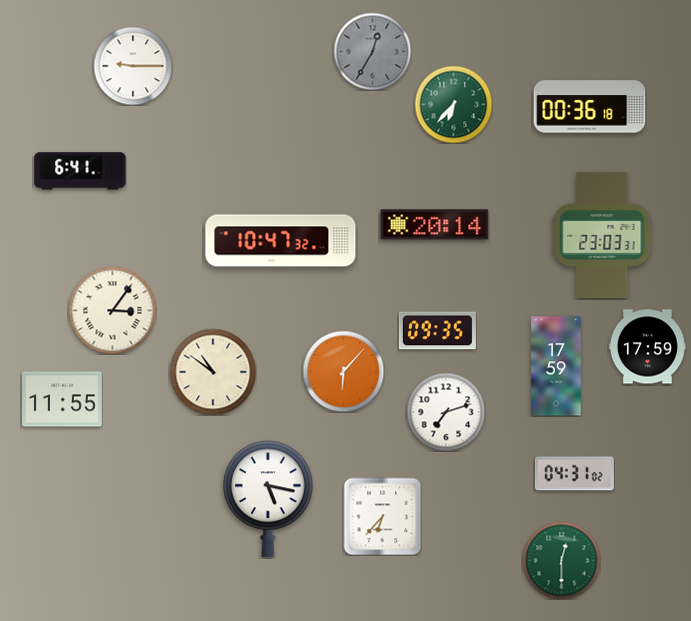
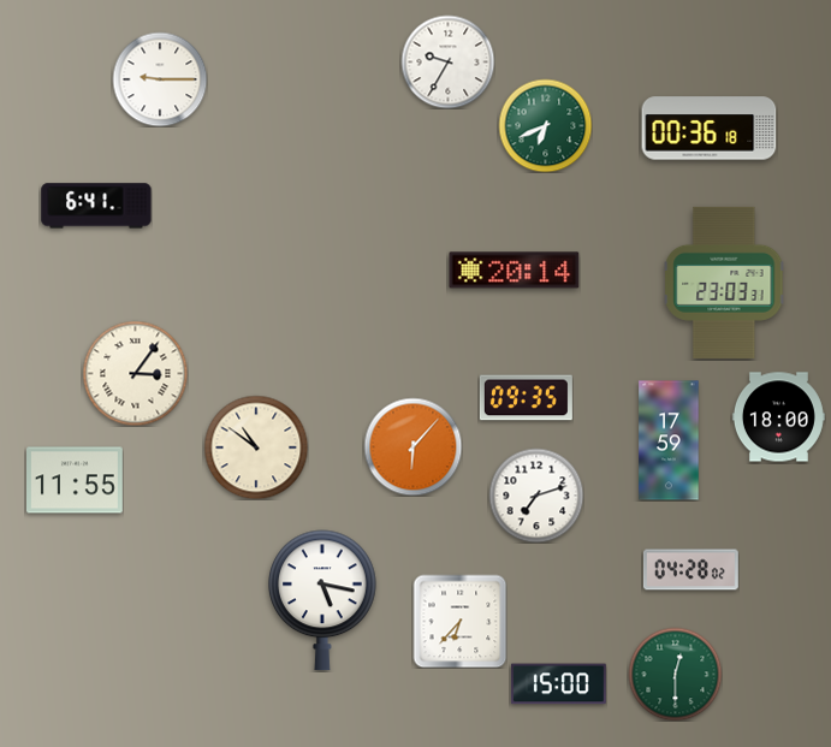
clock at (372, 51): 12:35 -> 9:35
clock at (372, 51) dial: grey -> white
clock at (453, 104): 6:37 -> 6:41
clock at (435, 225) position: (435, 225) -> (515, 271)
clock at (281, 241): 10:47 -> none
clock at (647, 347): 17:59 -> 18:00
clock at (574, 474): 04:31 -> 04:28
clock at (558, 684): none -> 15:00
